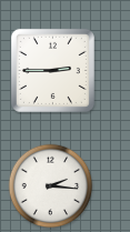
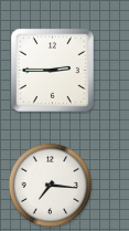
clock at (51, 186): 2:16 -> 7:16
